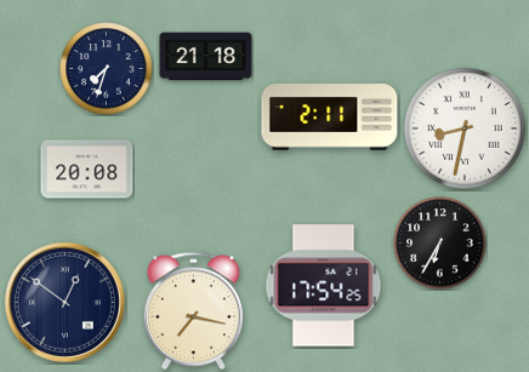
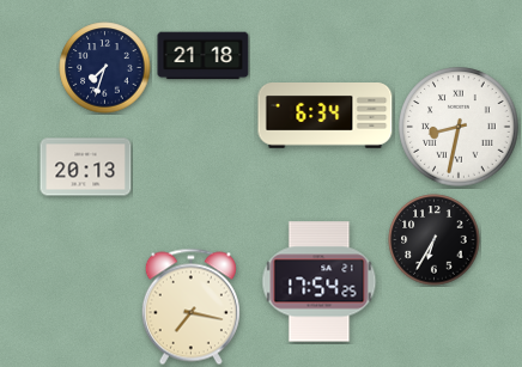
clock at (330, 118): 2:11 -> 6:34
clock at (87, 170): 20:08 -> 20:13
clock at (64, 302): 12:51 -> none
